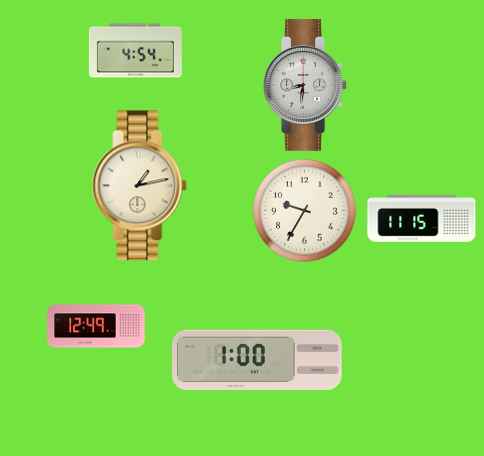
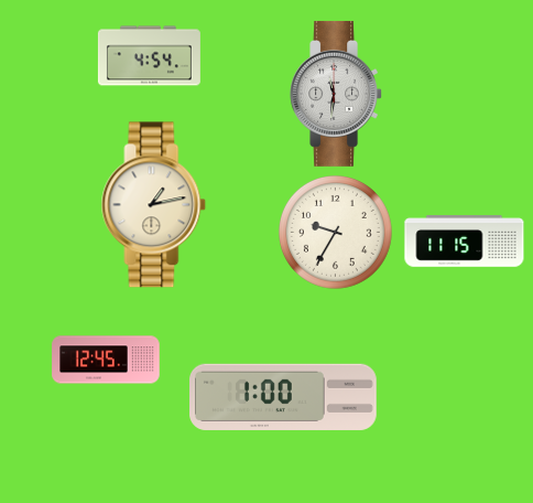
clock at (305, 85): 8:31 -> 11:31
clock at (96, 326): 12:49 -> 12:45
